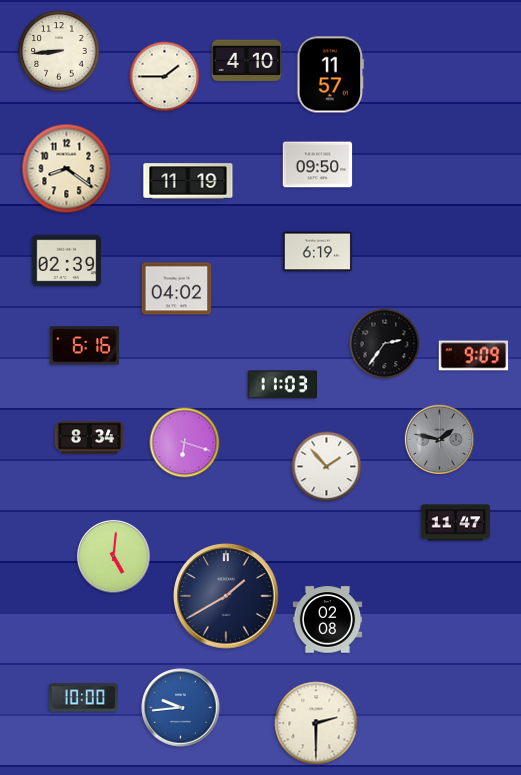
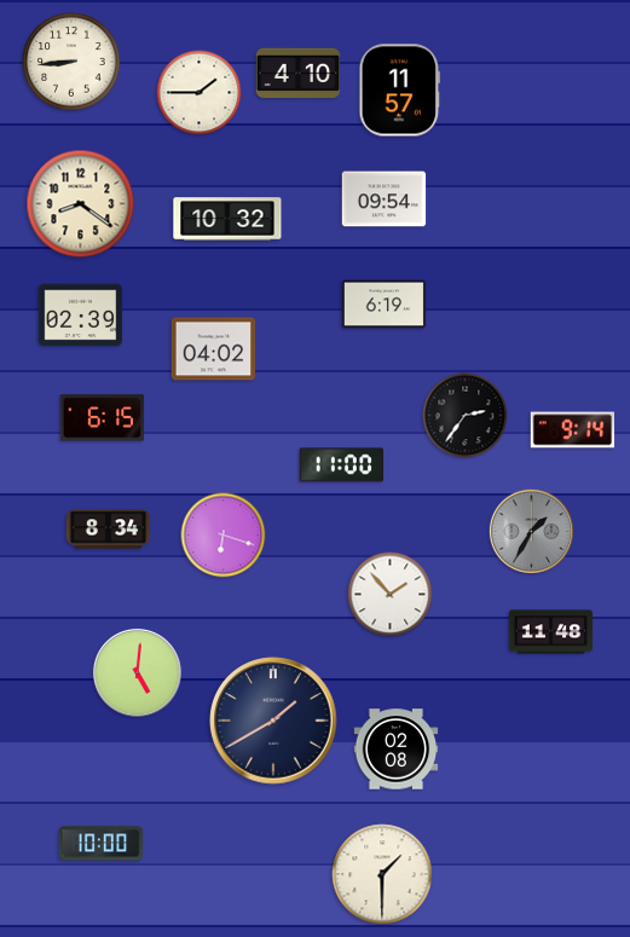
clock at (318, 165): 09:50 -> 09:54
clock at (188, 181): 11:19 -> 10:32
clock at (85, 346): 6:16 -> 6:15
clock at (474, 356): 9:09 -> 9:14
clock at (282, 385): 11:03 -> 11:00
clock at (439, 439): 1:47 -> 1:35
clock at (327, 467) position: (327, 467) -> (391, 595)
clock at (456, 523): 11:47 -> 11:48
clock at (181, 708): 9:44 -> none
clock at (316, 723): 2:30 -> 1:30
